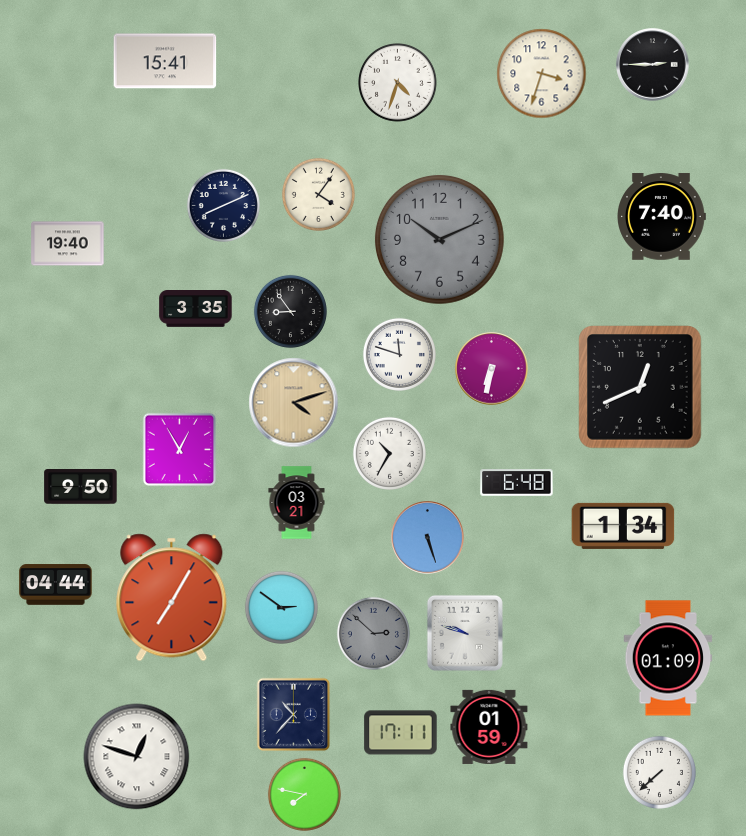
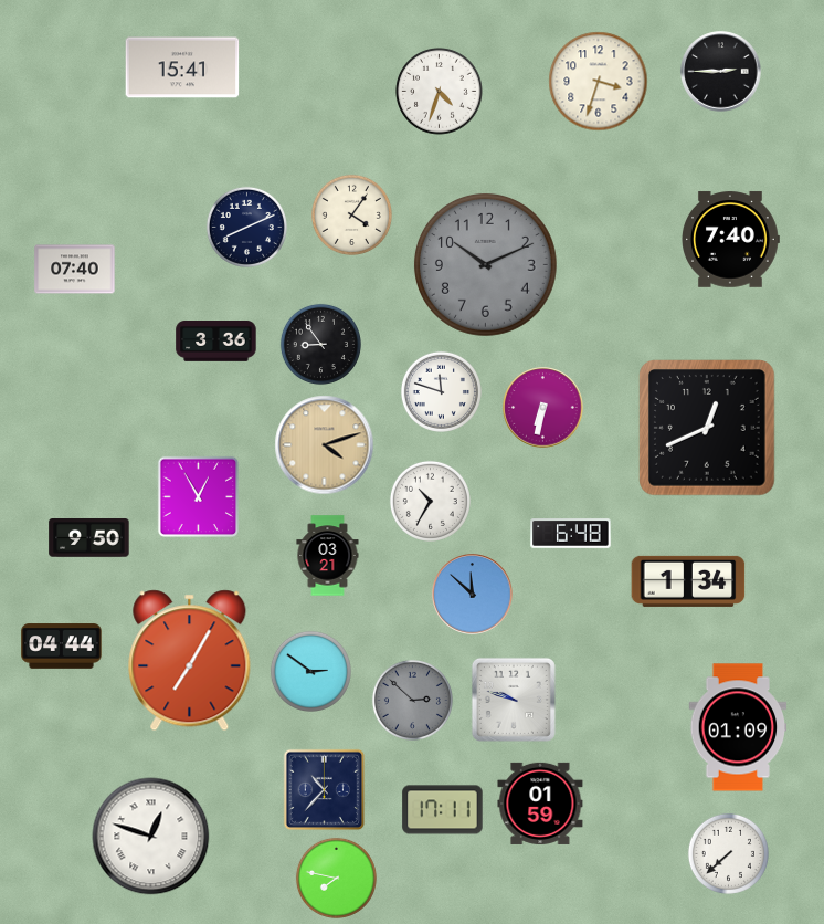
clock at (68, 244): 19:40 -> 07:40
clock at (196, 309): 3:35 -> 3:36
clock at (428, 538): 5:27 -> 11:52
